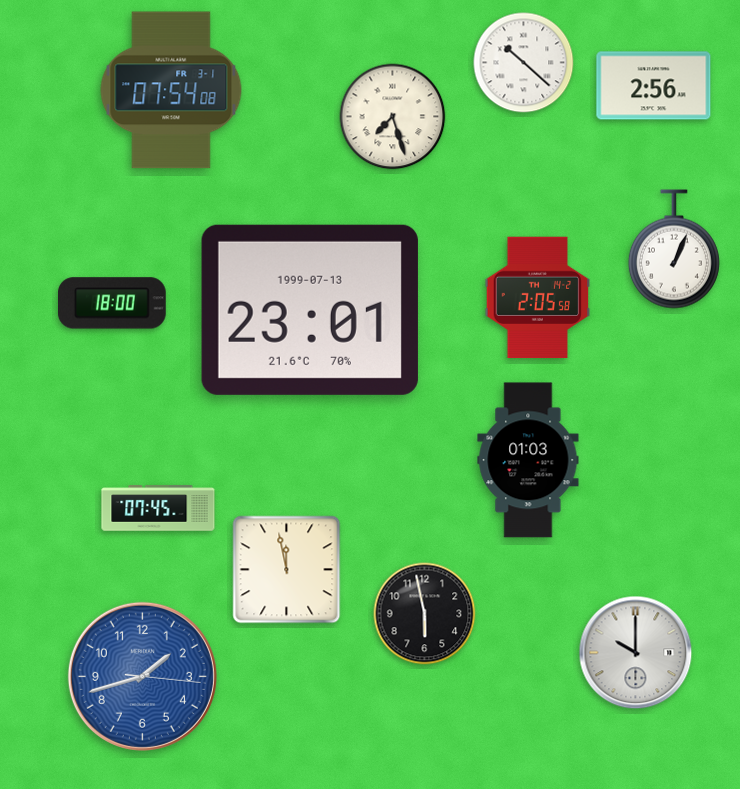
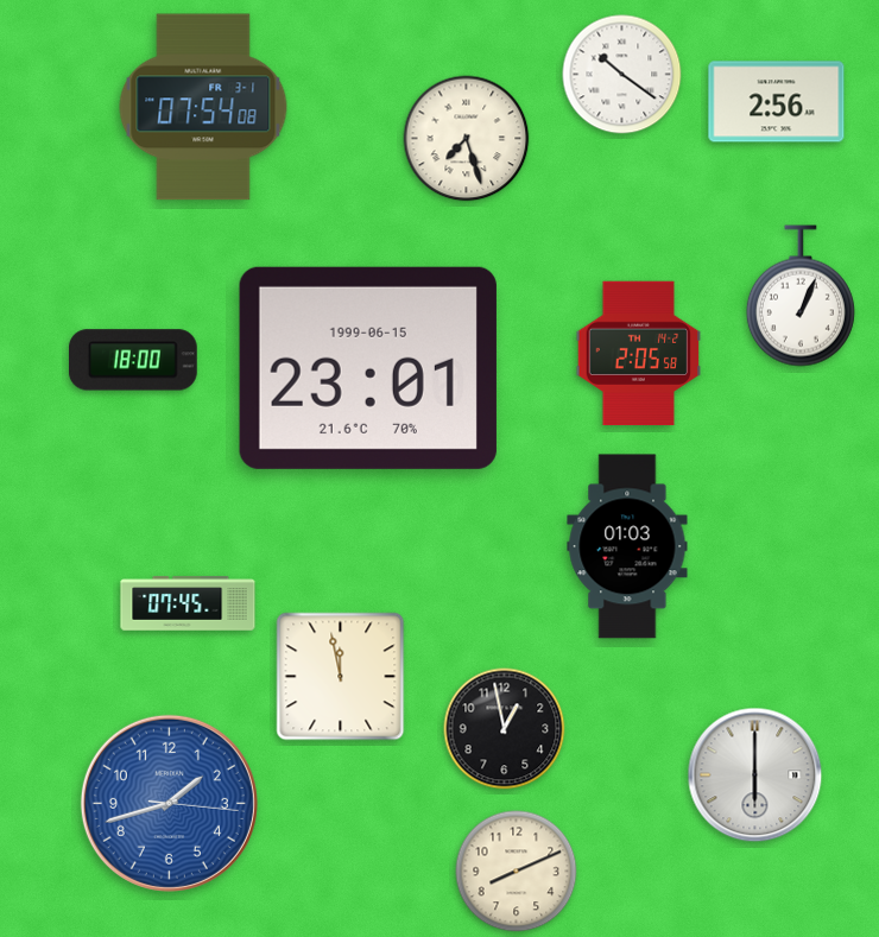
clock at (524, 63): 10:22 -> 10:21
clock at (310, 310) date: 1999-07-13 -> 1999-06-15
clock at (425, 614): 5:58 -> 12:58
clock at (636, 653): 10:00 -> 6:00
clock at (517, 872): none -> 8:11
